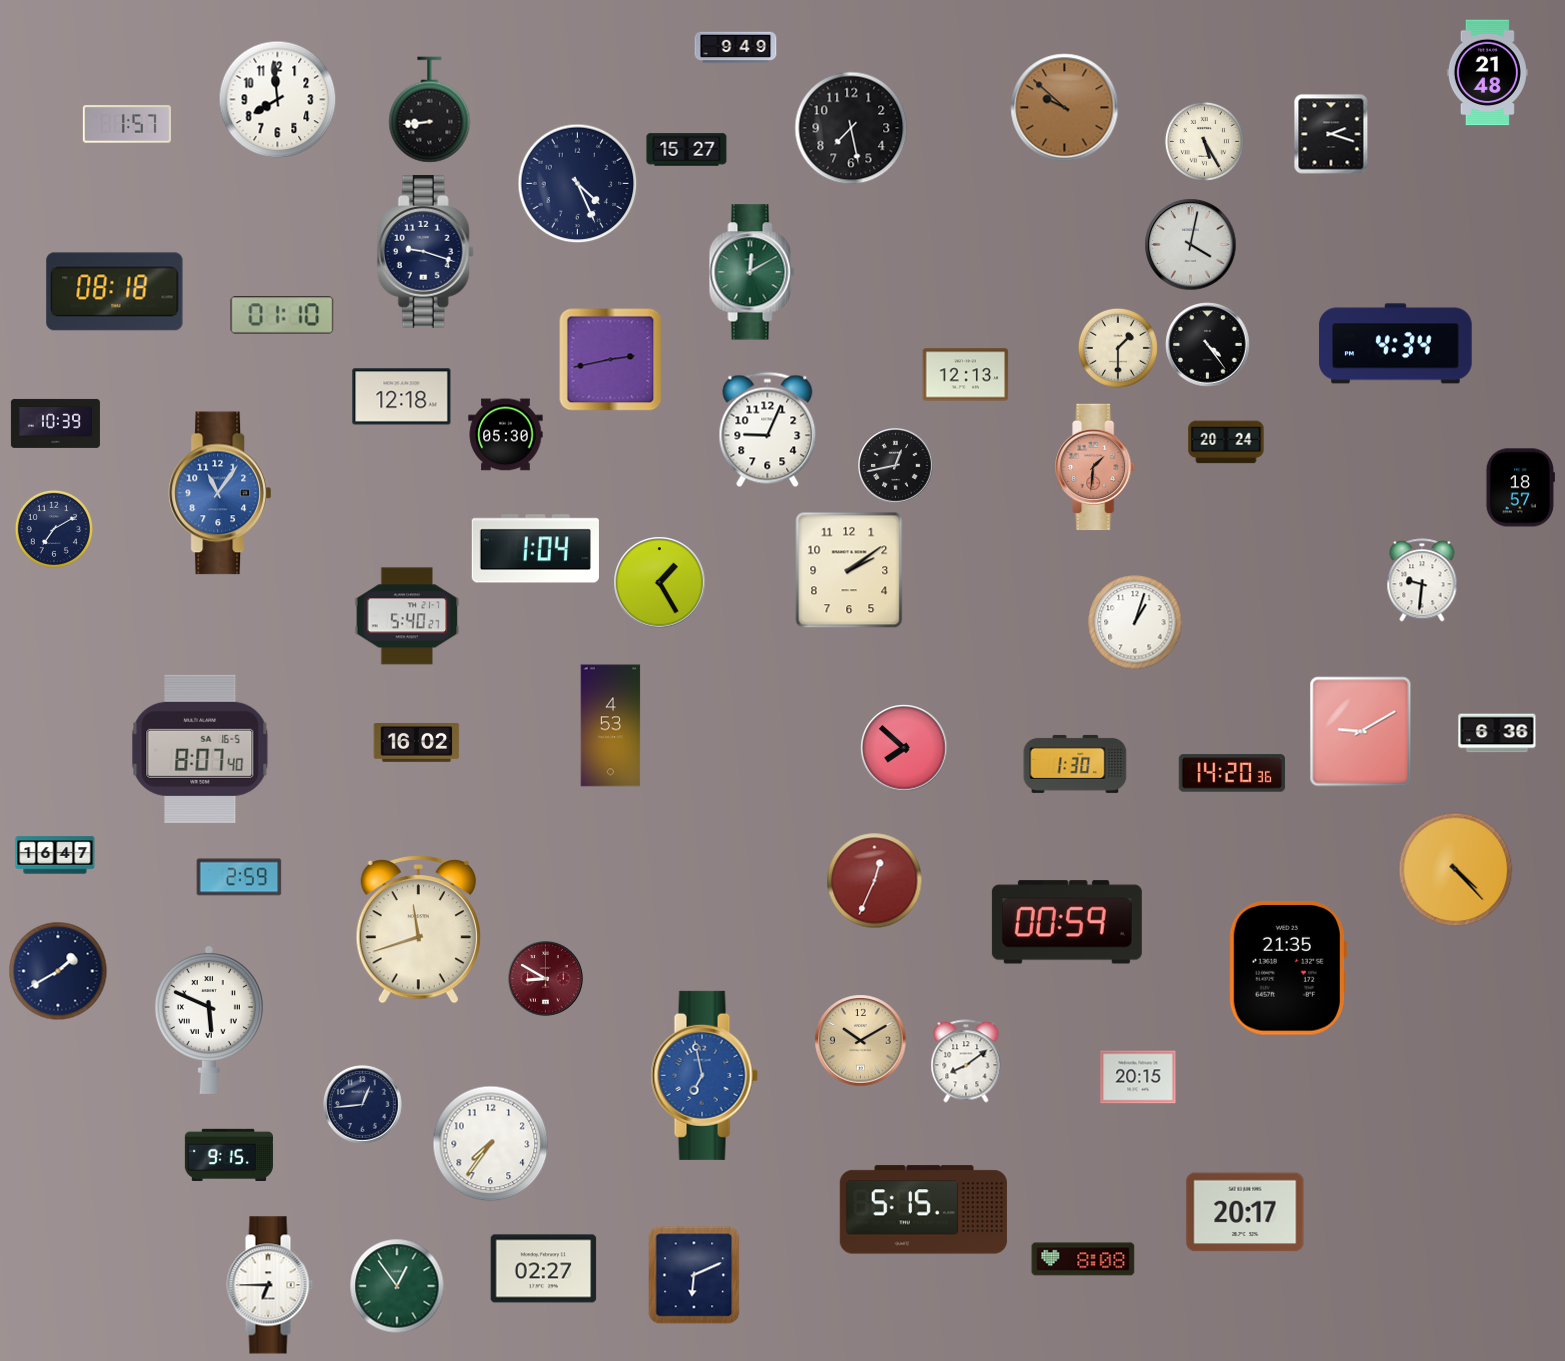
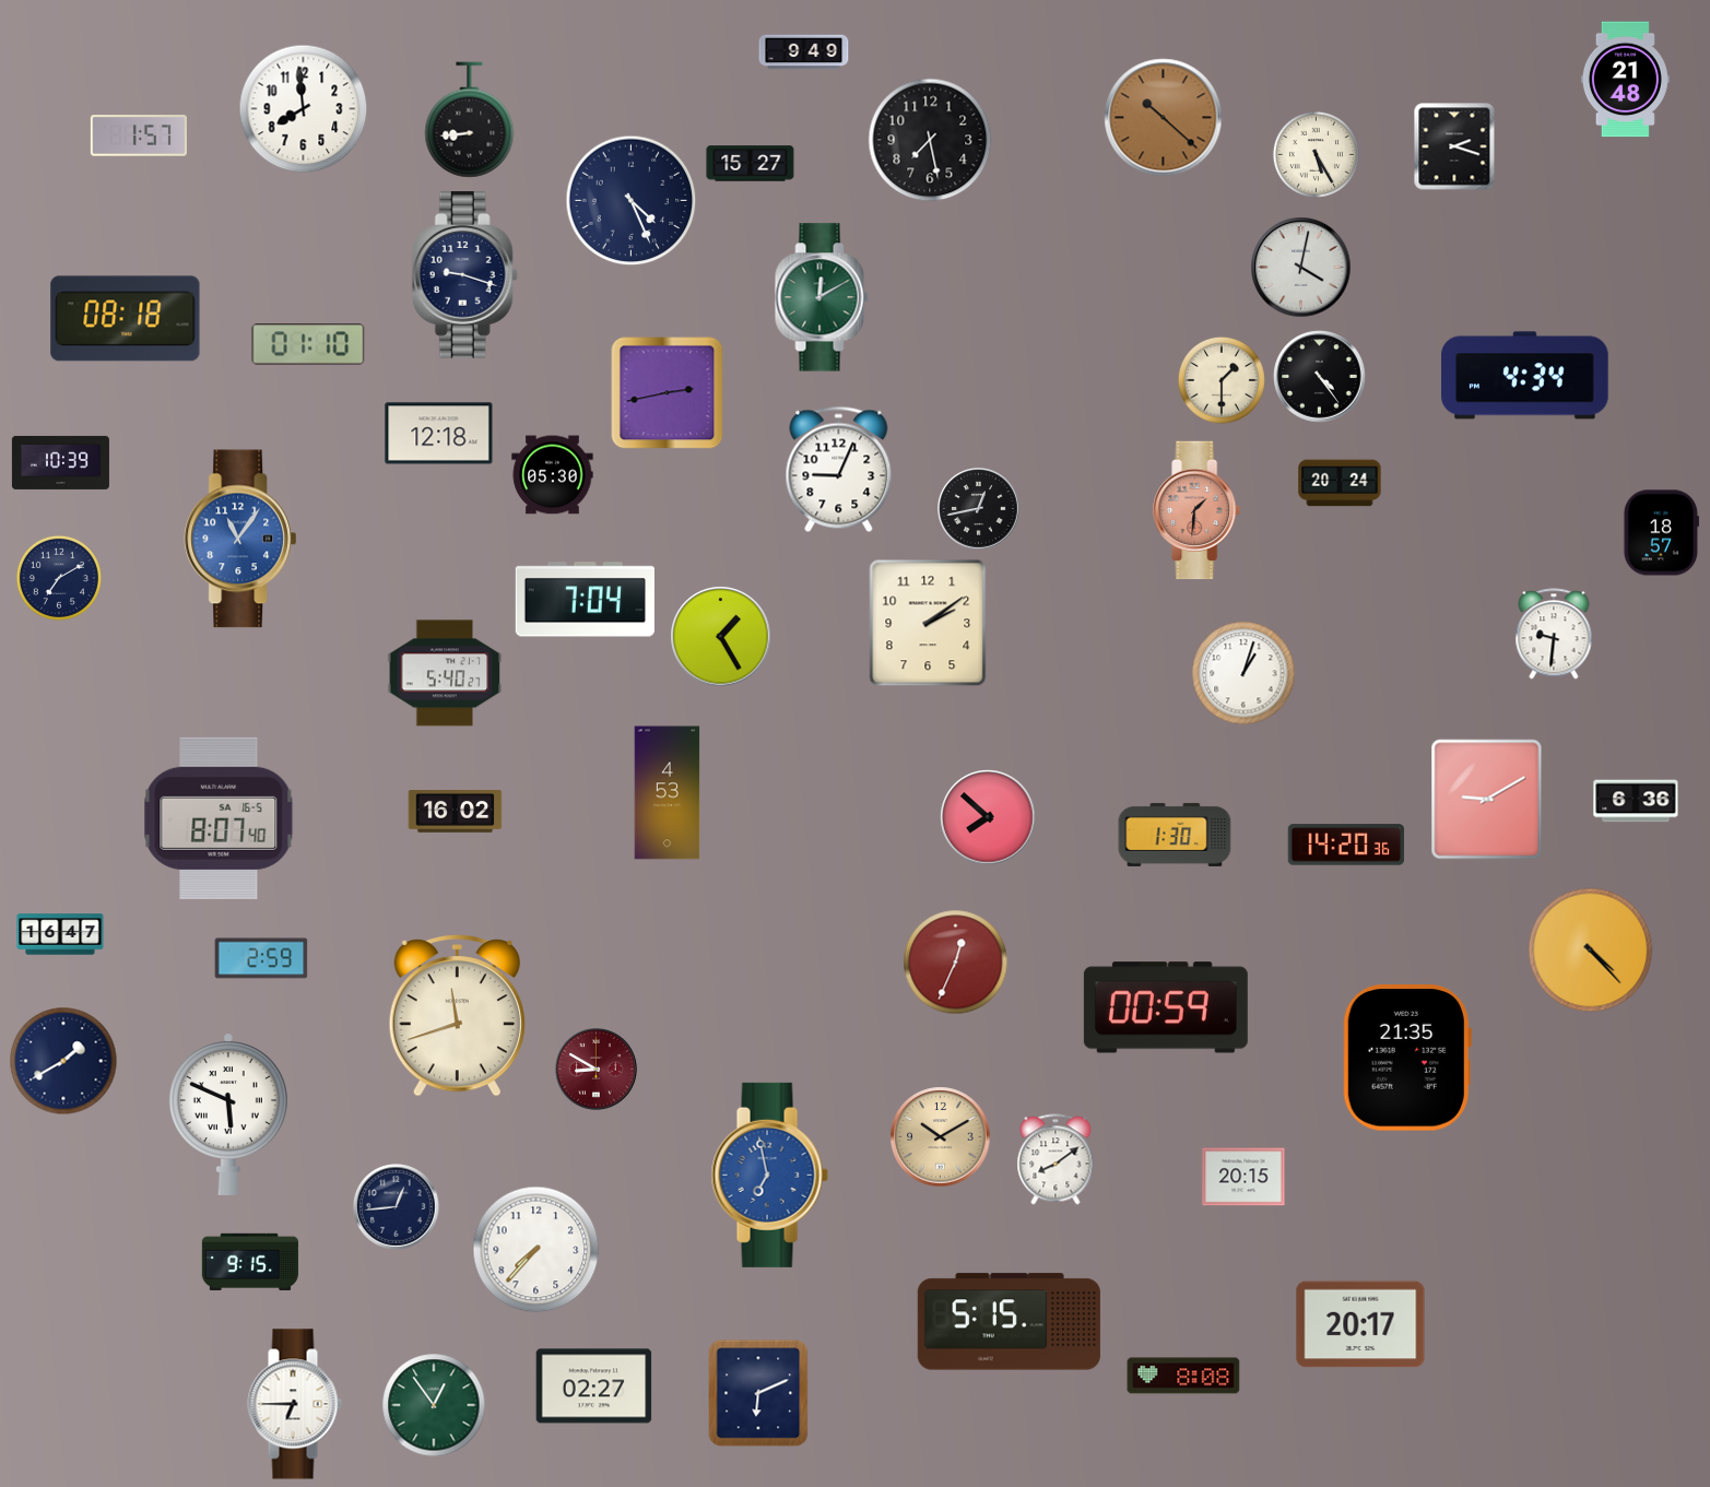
clock at (1065, 108): 9:52 -> 10:22
clock at (966, 375): 12:13 -> none
clock at (535, 549): 1:04 -> 7:04
clock at (1135, 622) position: (1135, 622) -> (1243, 673)
clock at (491, 1144): 7:36 -> 7:37
